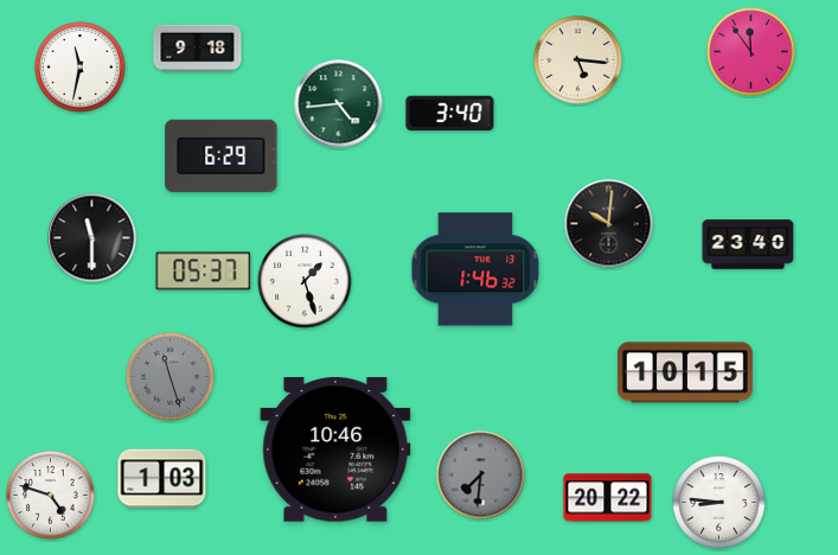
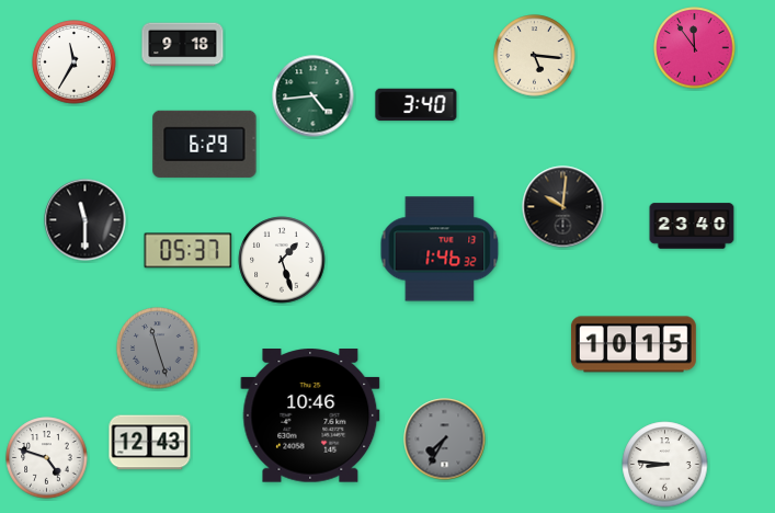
clock at (81, 68): 11:32 -> 11:35
clock at (481, 476): 7:31 -> 7:35
clock at (162, 479): 1:03 -> 12:43
clock at (608, 498): 20:22 -> none
